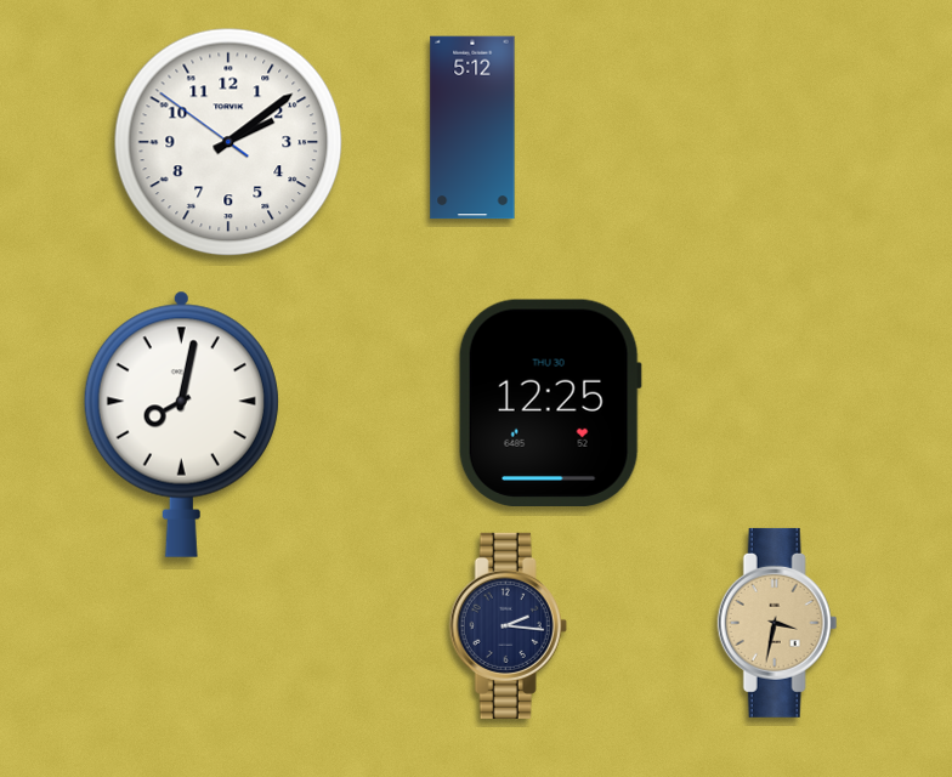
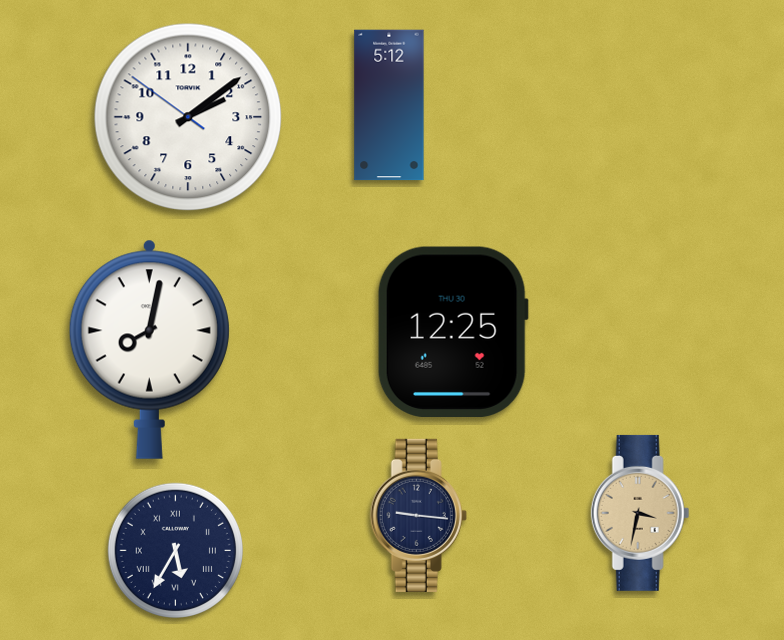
clock at (508, 625): 2:16 -> 9:16
clock at (175, 550): none -> 5:35
